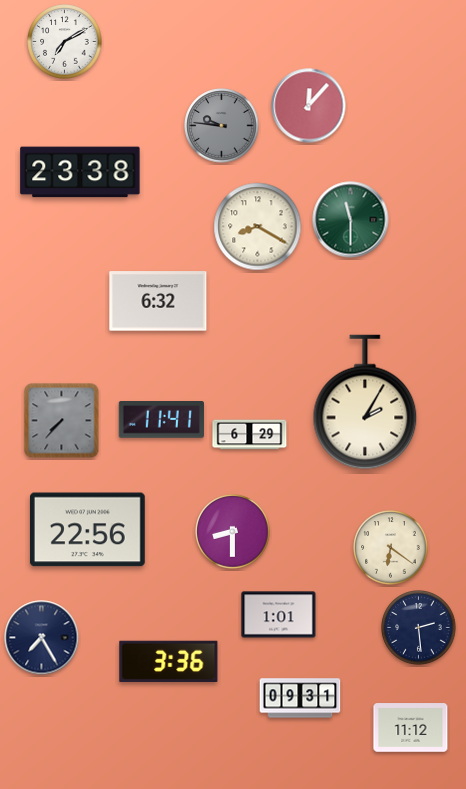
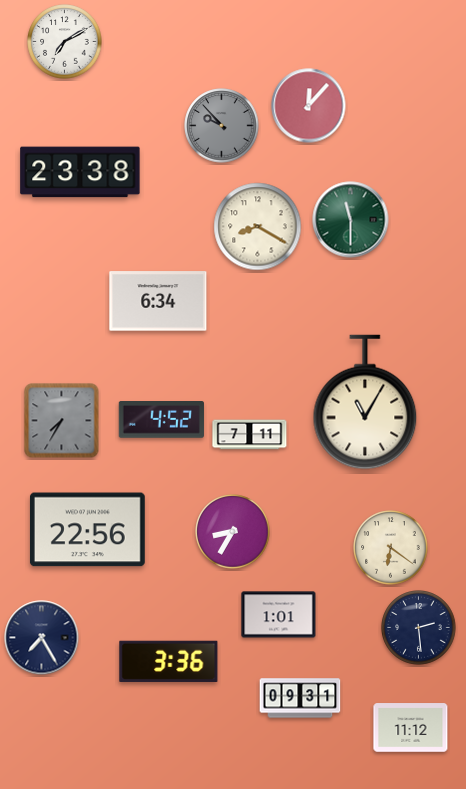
clock at (222, 126): 9:46 -> 9:53
clock at (158, 301): 6:32 -> 6:34
clock at (365, 402): 2:05 -> 11:05
clock at (161, 420): 11:41 -> 4:52
clock at (62, 421): 7:37 -> 7:35
clock at (250, 435): 6:29 -> 7:11
clock at (233, 532): 8:30 -> 8:35
